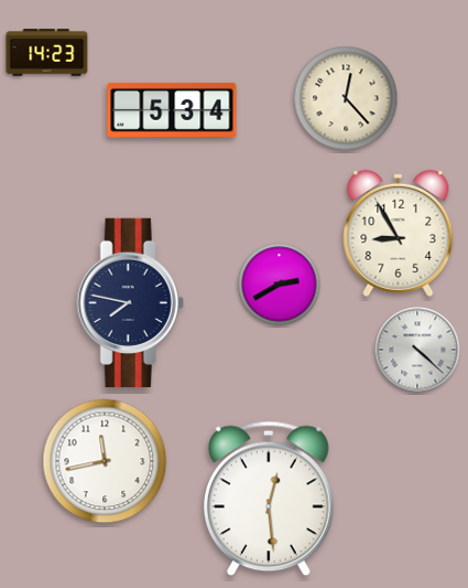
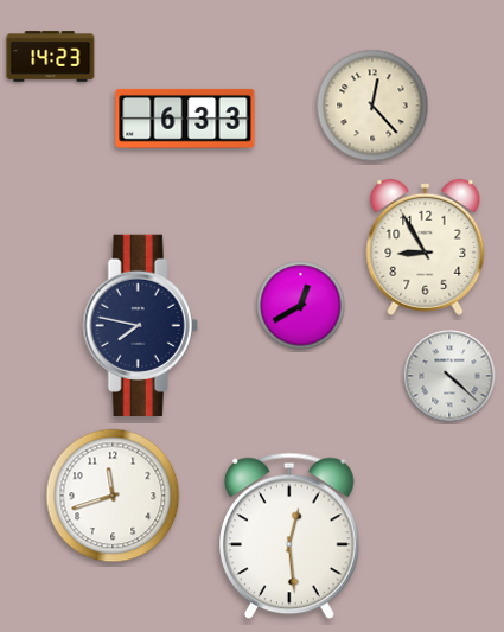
clock at (172, 110): 5:34 -> 6:33
clock at (399, 233) position: (399, 233) -> (426, 247)
clock at (280, 285): 2:40 -> 12:40
clock at (105, 461): 11:43 -> 11:42
